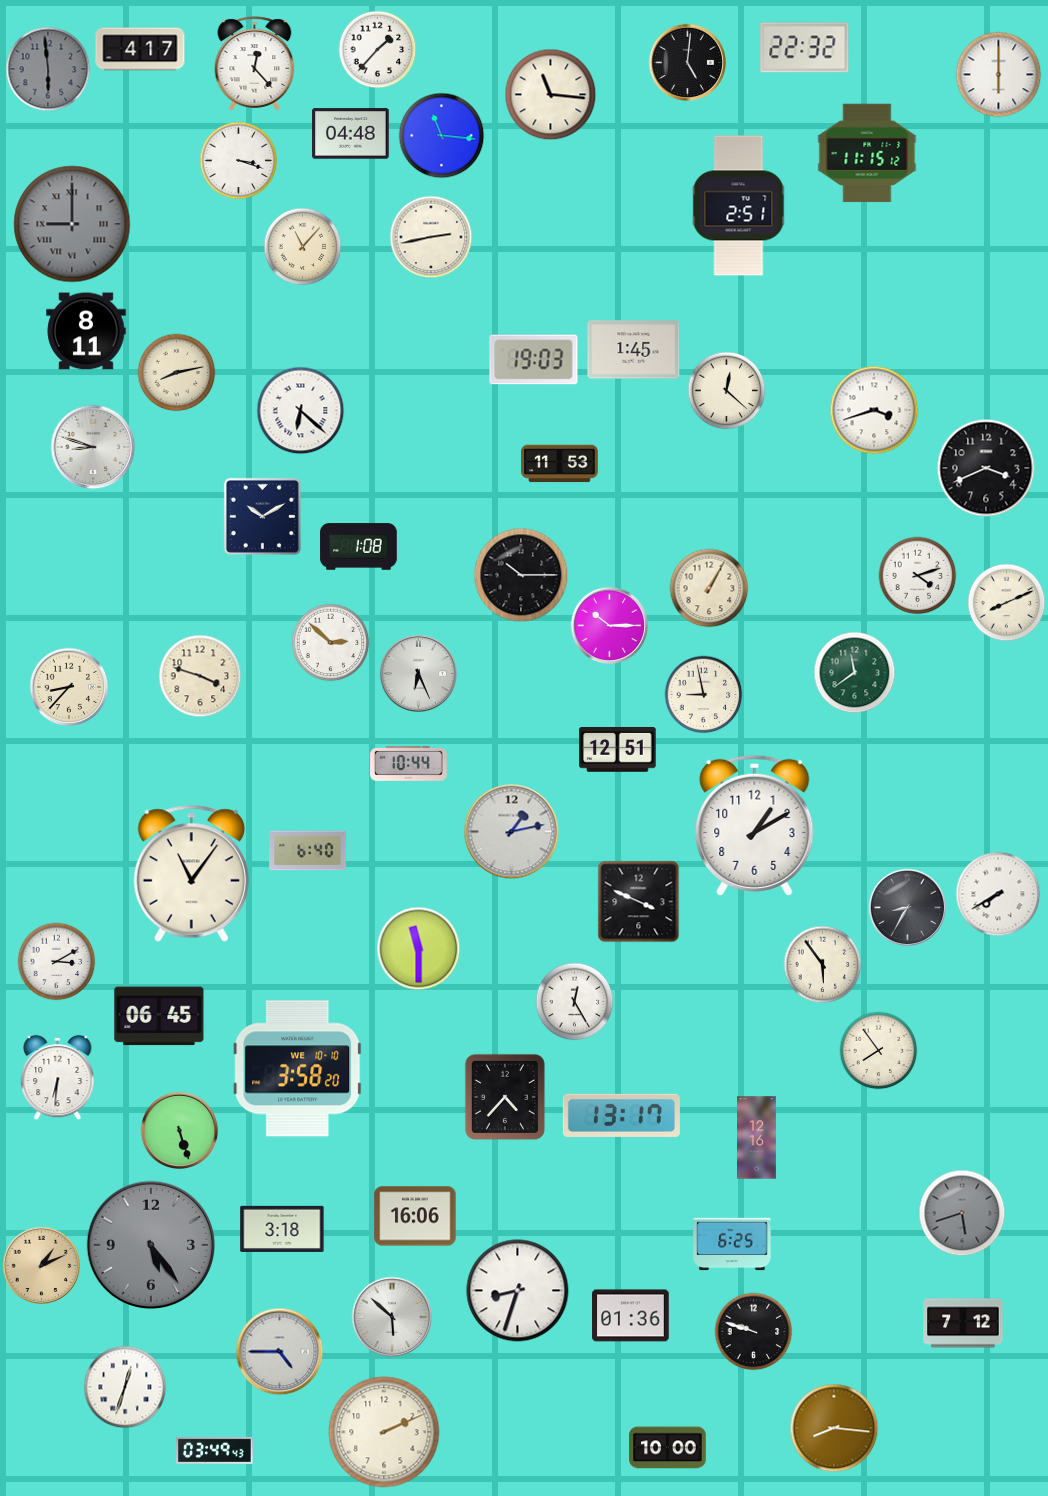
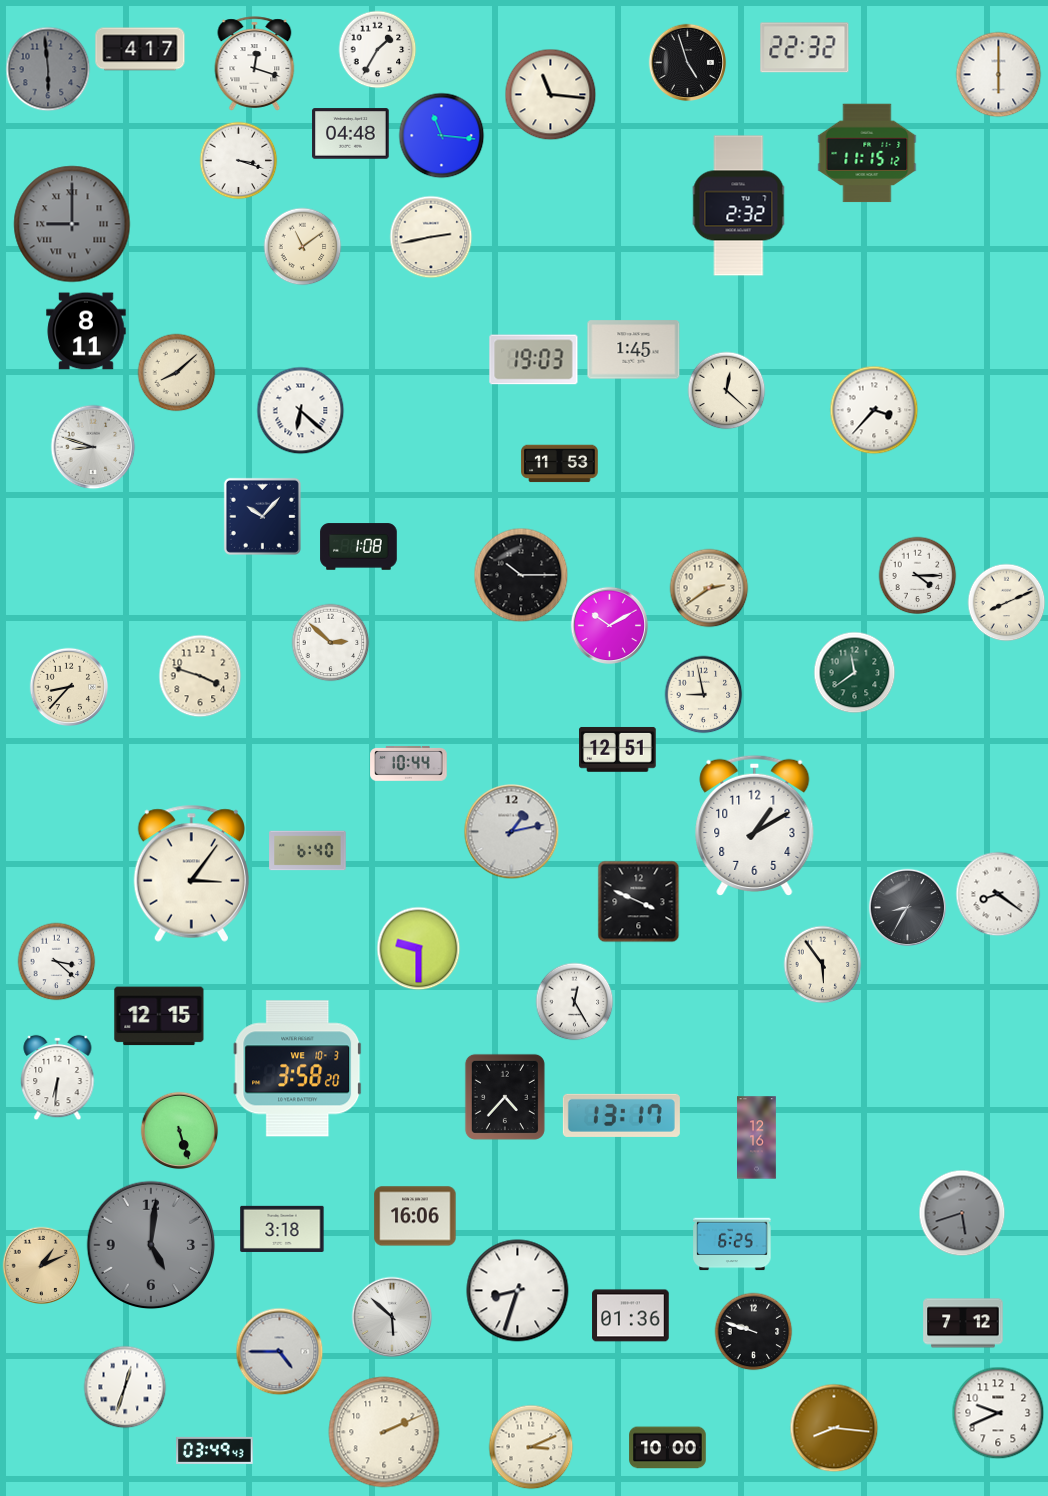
clock at (377, 49): 1:37 -> 1:35
clock at (687, 62): 5:01 -> 4:57
clock at (255, 64): 12:23 -> 12:18
clock at (739, 206): 2:51 -> 2:32
clock at (302, 246): 11:07 -> 11:09
clock at (176, 372): 8:13 -> 8:08
clock at (874, 410): 3:42 -> 3:37
clock at (986, 468): 3:41 -> none
clock at (262, 516): 10:10 -> 10:07
clock at (917, 575): 4:12 -> 4:15
clock at (709, 588): 1:05 -> 2:39
clock at (609, 625): 10:15 -> 10:10
clock at (418, 673): 6:26 -> none
clock at (191, 873): 11:06 -> 3:06
clock at (998, 894): 7:40 -> 8:21
clock at (418, 948): 11:30 -> 9:30
clock at (56, 961): 3:10 -> 3:22
clock at (159, 1016): 06:45 -> 12:15
clock at (878, 1050): 7:54 -> none
clock at (298, 1069) date: WE 10-10 -> WE 10-3
clock at (151, 1245): 5:24 -> 5:01
clock at (998, 1413): none -> 9:41
clock at (531, 1447): none -> 3:11
